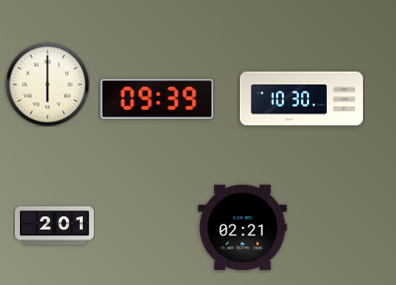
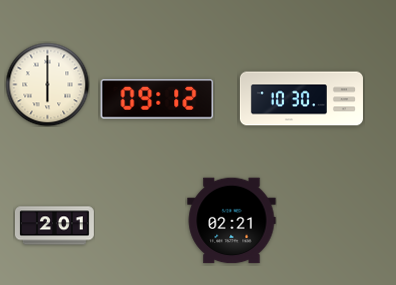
clock at (157, 99): 09:39 -> 09:12
clock at (243, 228) position: (243, 228) -> (232, 221)
